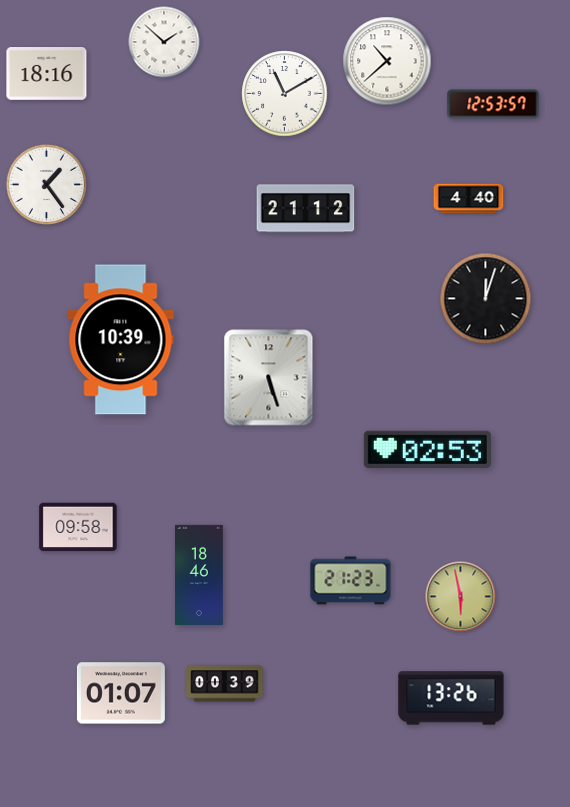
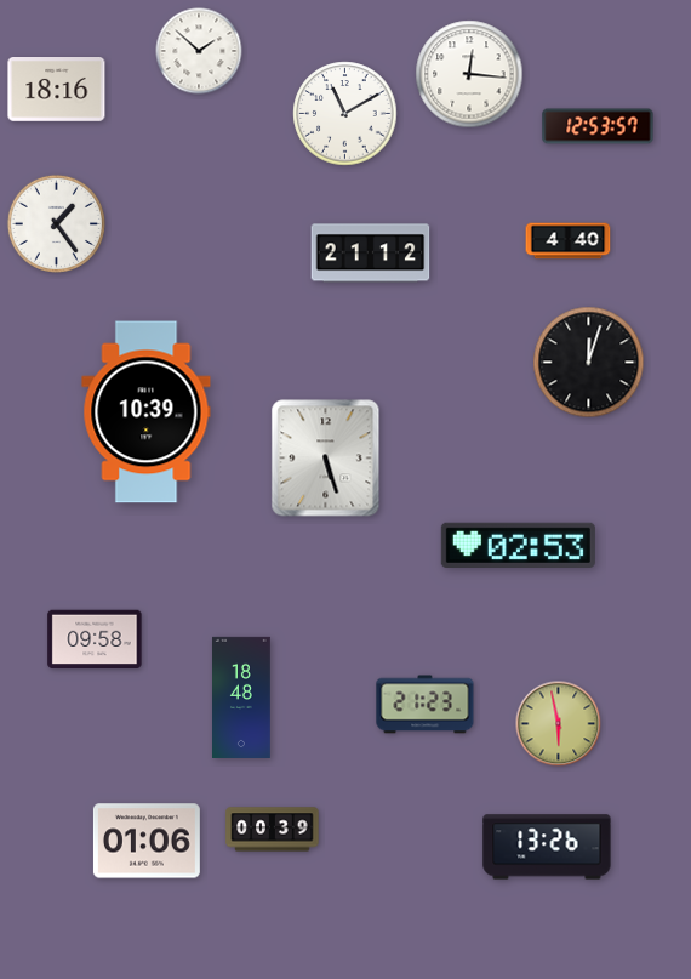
clock at (387, 61): 10:38 -> 12:16
clock at (200, 575): 18:46 -> 18:48
clock at (121, 693): 01:07 -> 01:06
